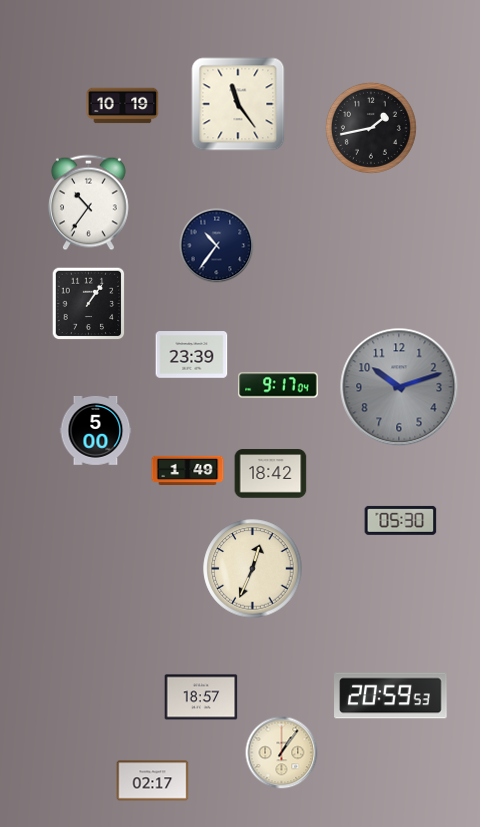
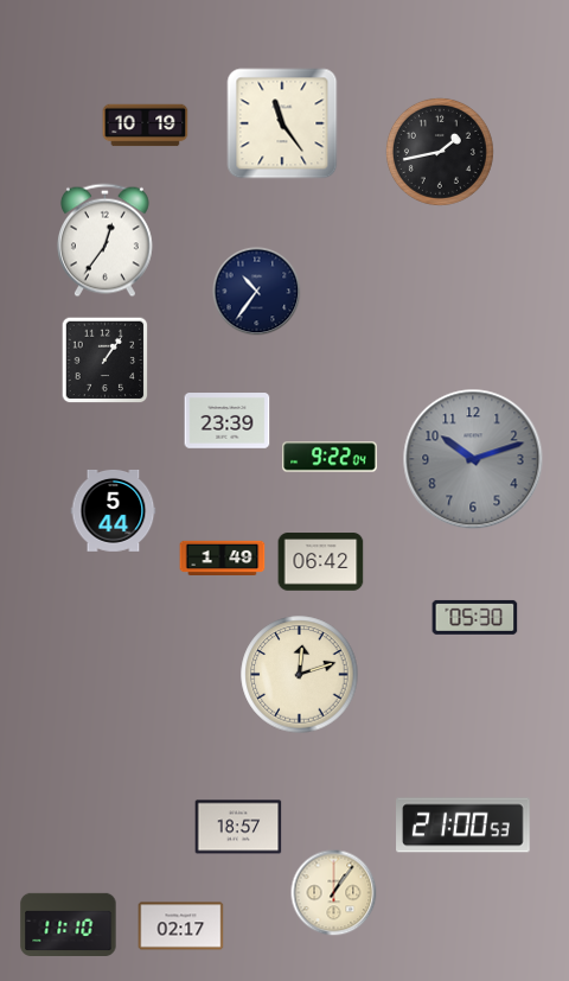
clock at (88, 203): 10:36 -> 12:36
clock at (278, 385): 9:17 -> 9:22
clock at (96, 430): 5:00 -> 5:44
clock at (271, 474): 18:42 -> 06:42
clock at (253, 569): 12:34 -> 12:12
clock at (391, 696): 20:59 -> 21:00
clock at (69, 924): none -> 11:10
